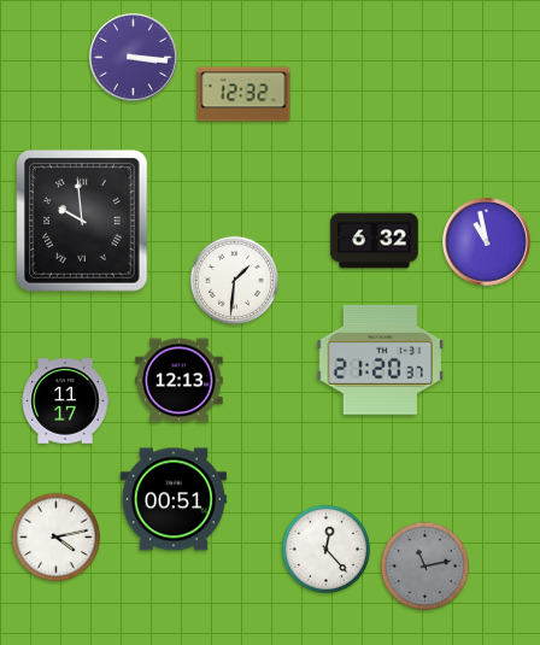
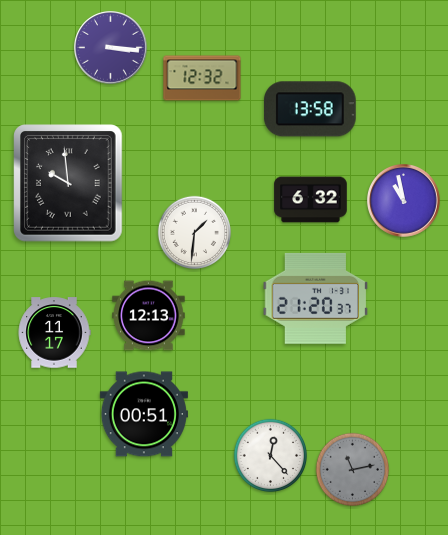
clock at (310, 109): none -> 13:58
clock at (57, 538): 4:13 -> none
